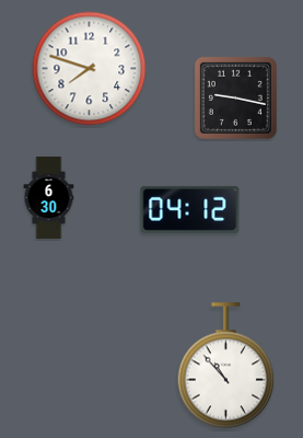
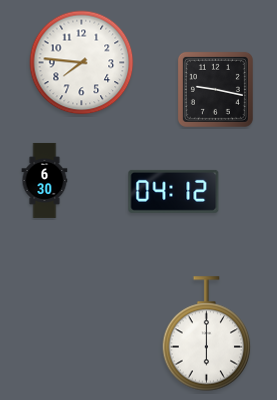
clock at (90, 69): 7:48 -> 7:46
clock at (226, 366): 10:53 -> 6:00
